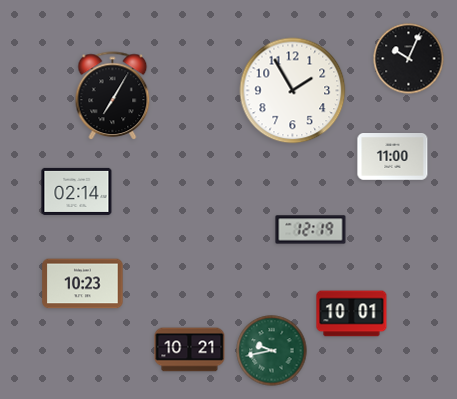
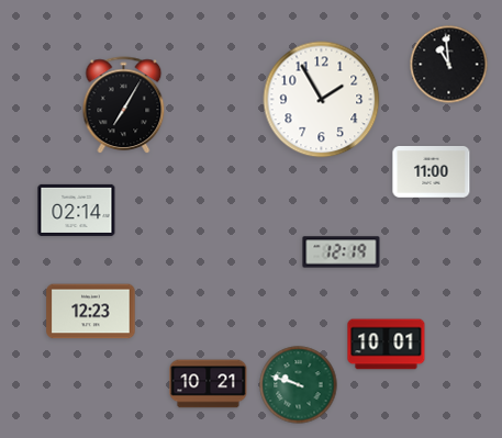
clock at (409, 59): 10:04 -> 10:59
clock at (77, 191) position: (77, 191) -> (77, 210)
clock at (83, 284): 10:23 -> 12:23
clock at (272, 351): 9:43 -> 9:48
